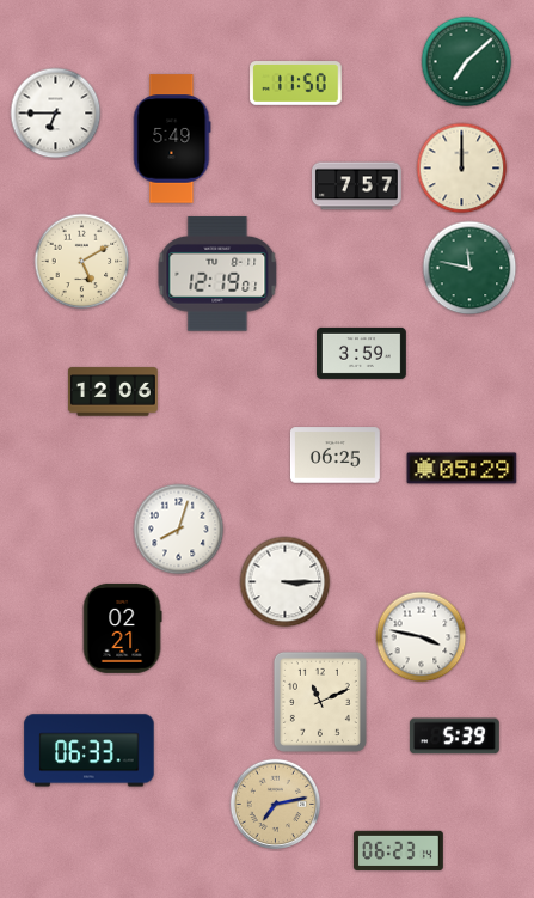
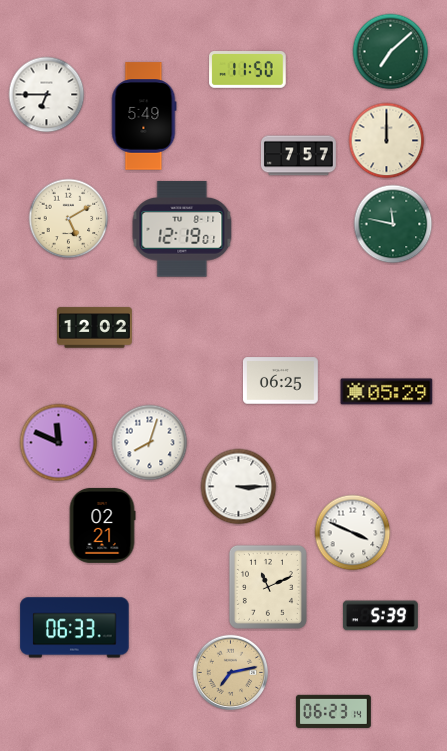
clock at (362, 353): 3:59 -> none
clock at (113, 392): 12:06 -> 12:02
clock at (59, 443): none -> 11:49
clock at (422, 637): 3:47 -> 3:49
